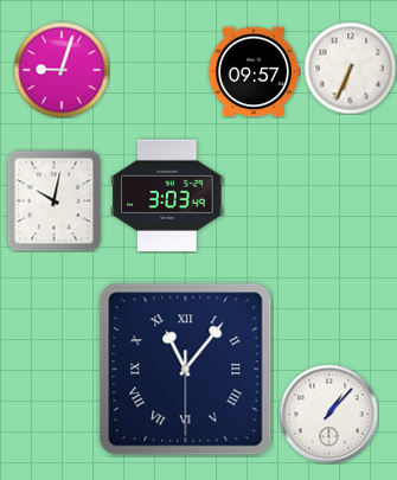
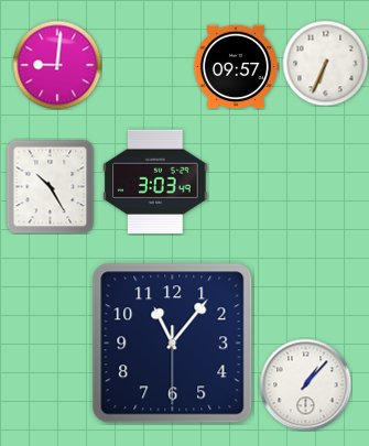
clock at (62, 70): 9:03 -> 9:01
clock at (55, 200): 10:02 -> 10:25
clock at (186, 370) numerals: Roman -> Arabic
